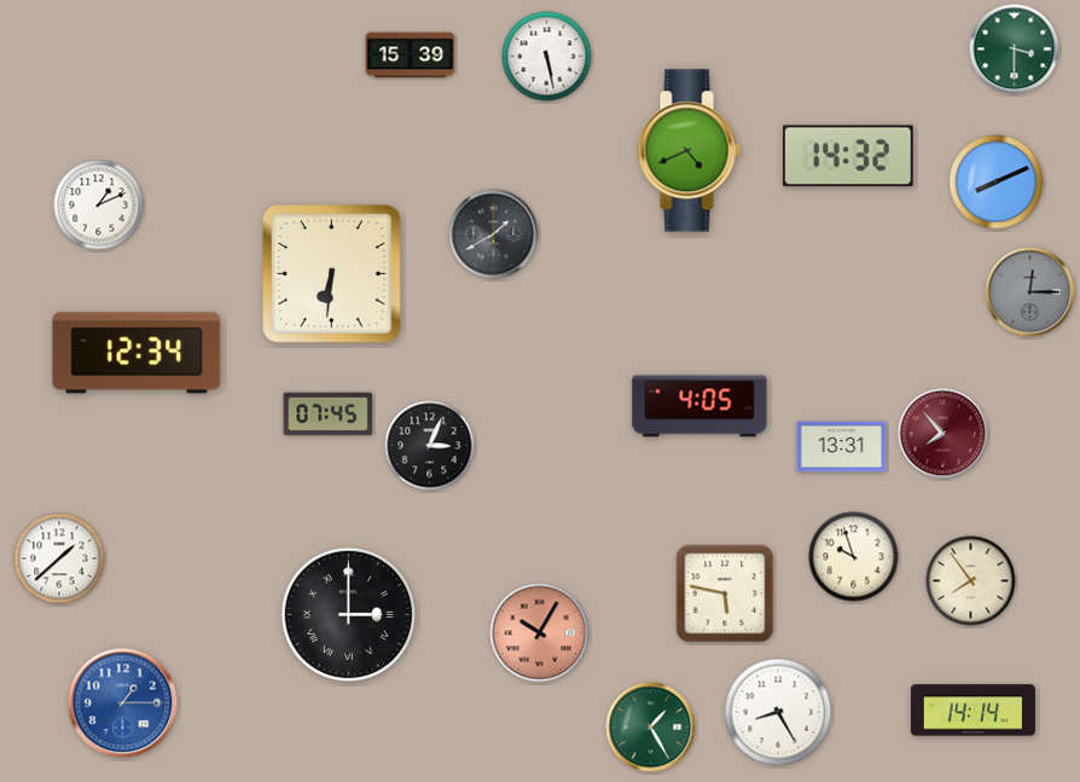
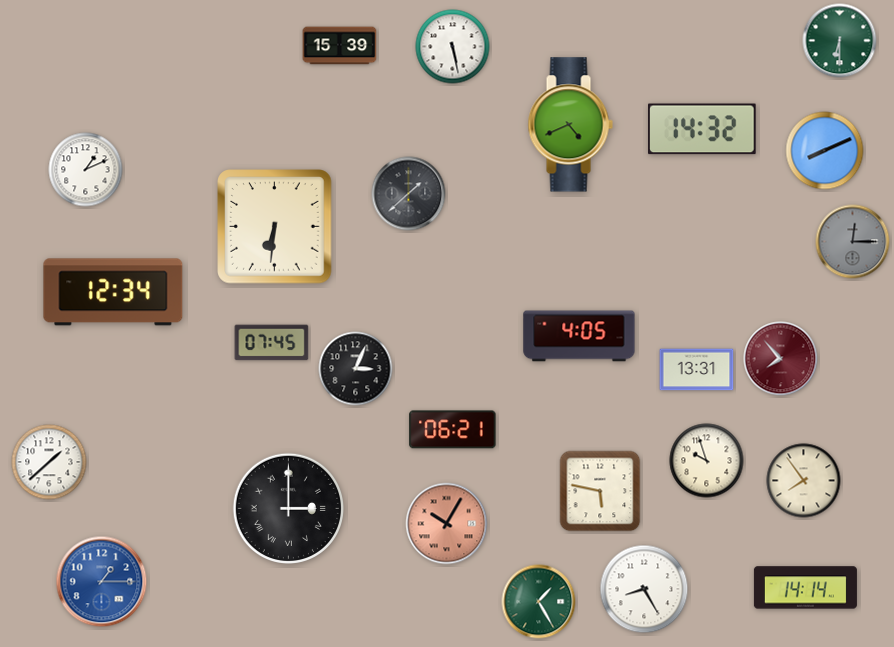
clock at (1015, 50): 3:30 -> 6:30
clock at (99, 205) position: (99, 205) -> (86, 170)
clock at (494, 234): 1:40 -> 1:38
clock at (453, 430): none -> 06:21
